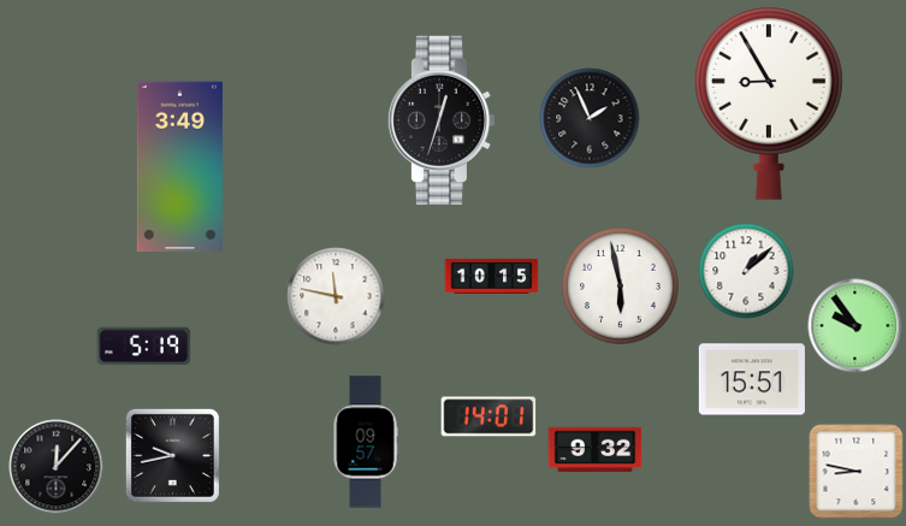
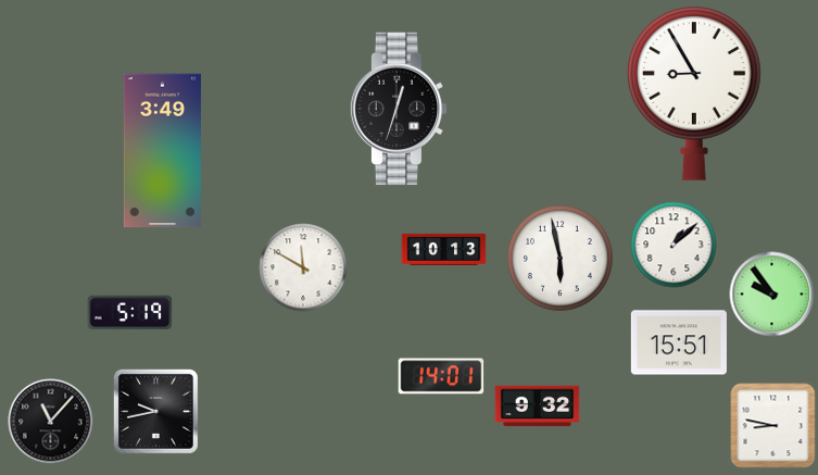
clock at (590, 118): 1:56 -> none
clock at (491, 276): 10:15 -> 10:13
clock at (336, 296): 11:47 -> 11:50
clock at (366, 442): 09:57 -> none
clock at (55, 466): 12:07 -> 11:07
